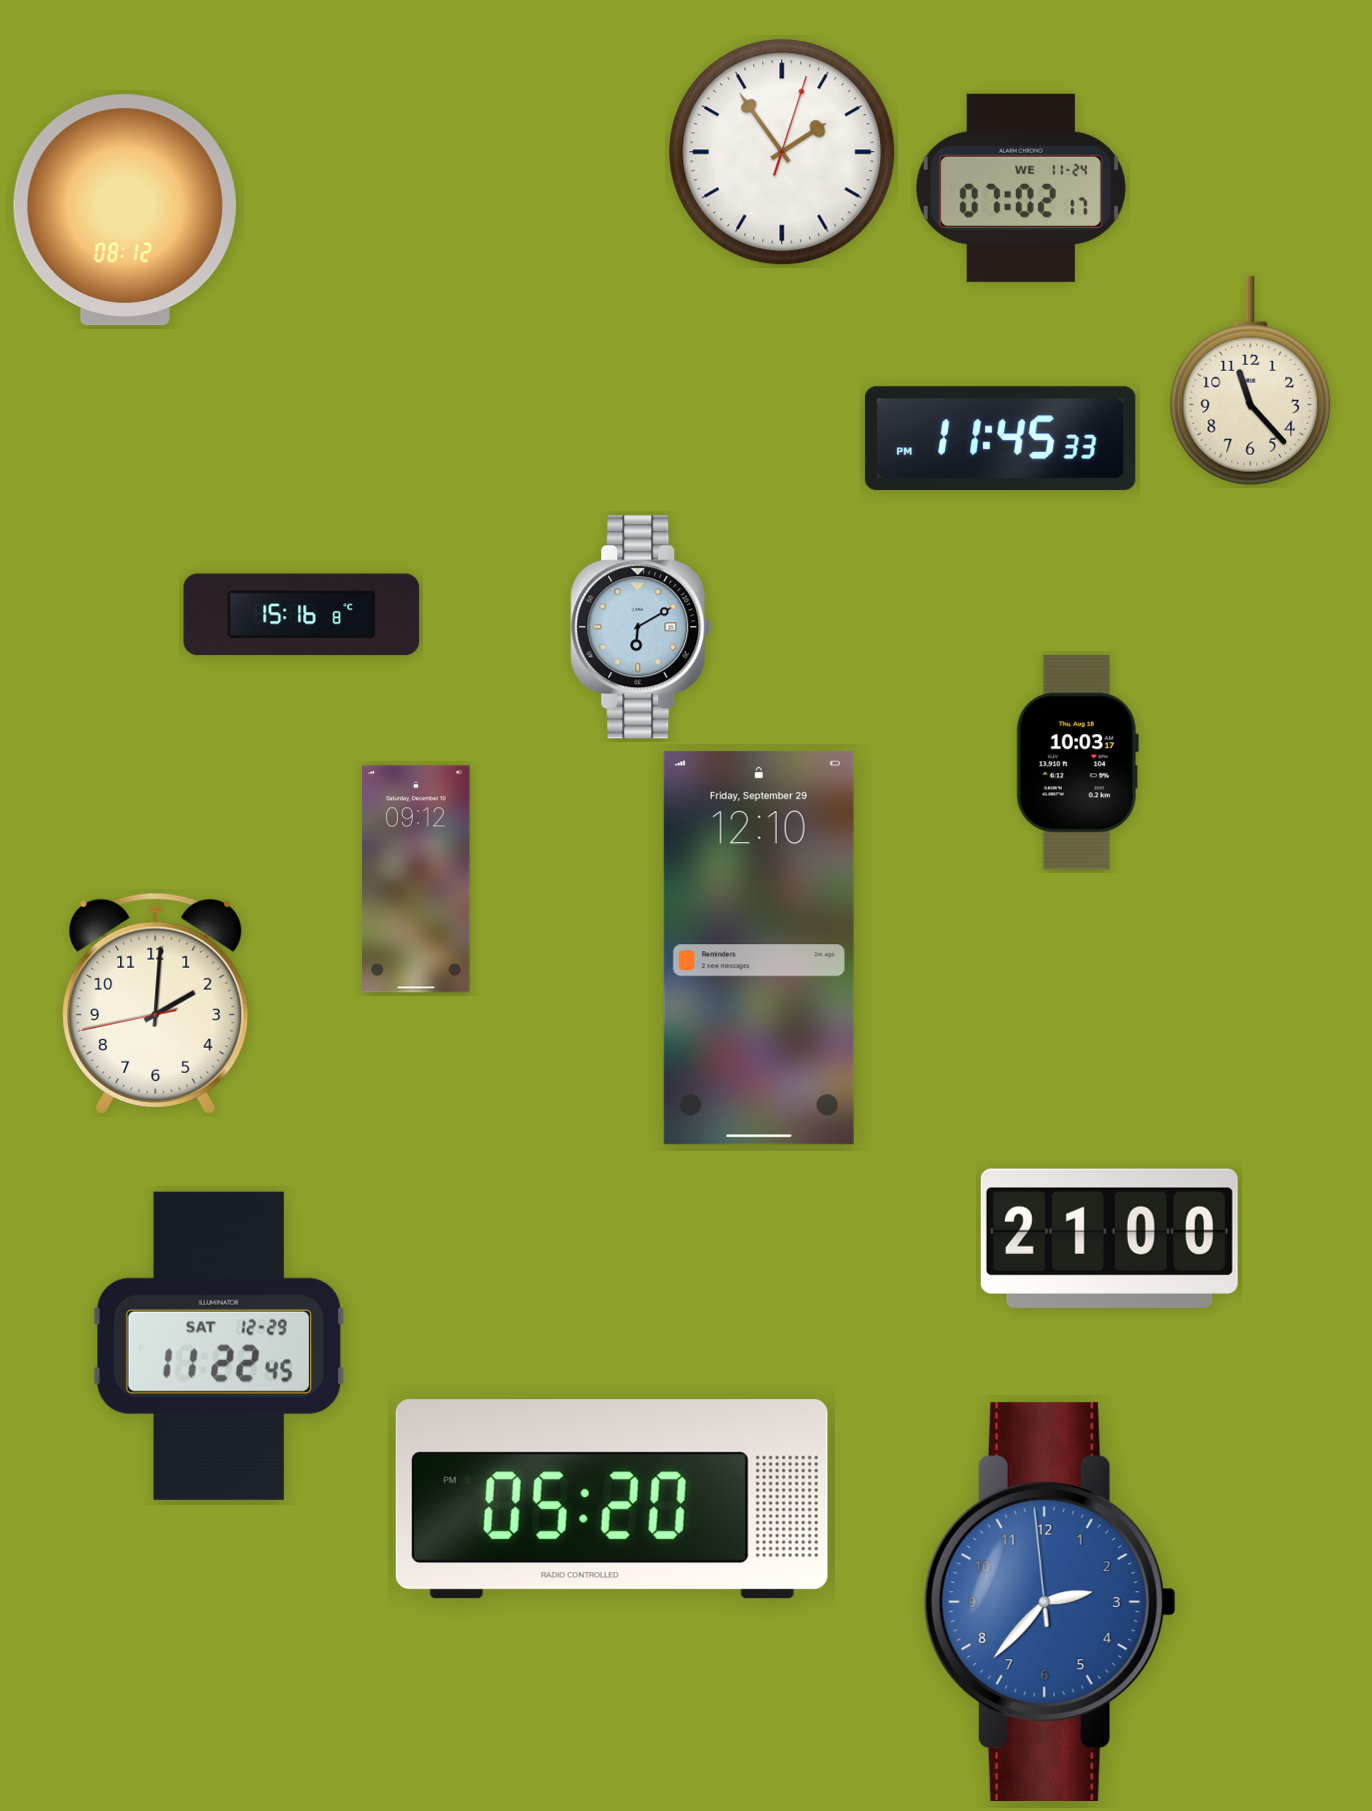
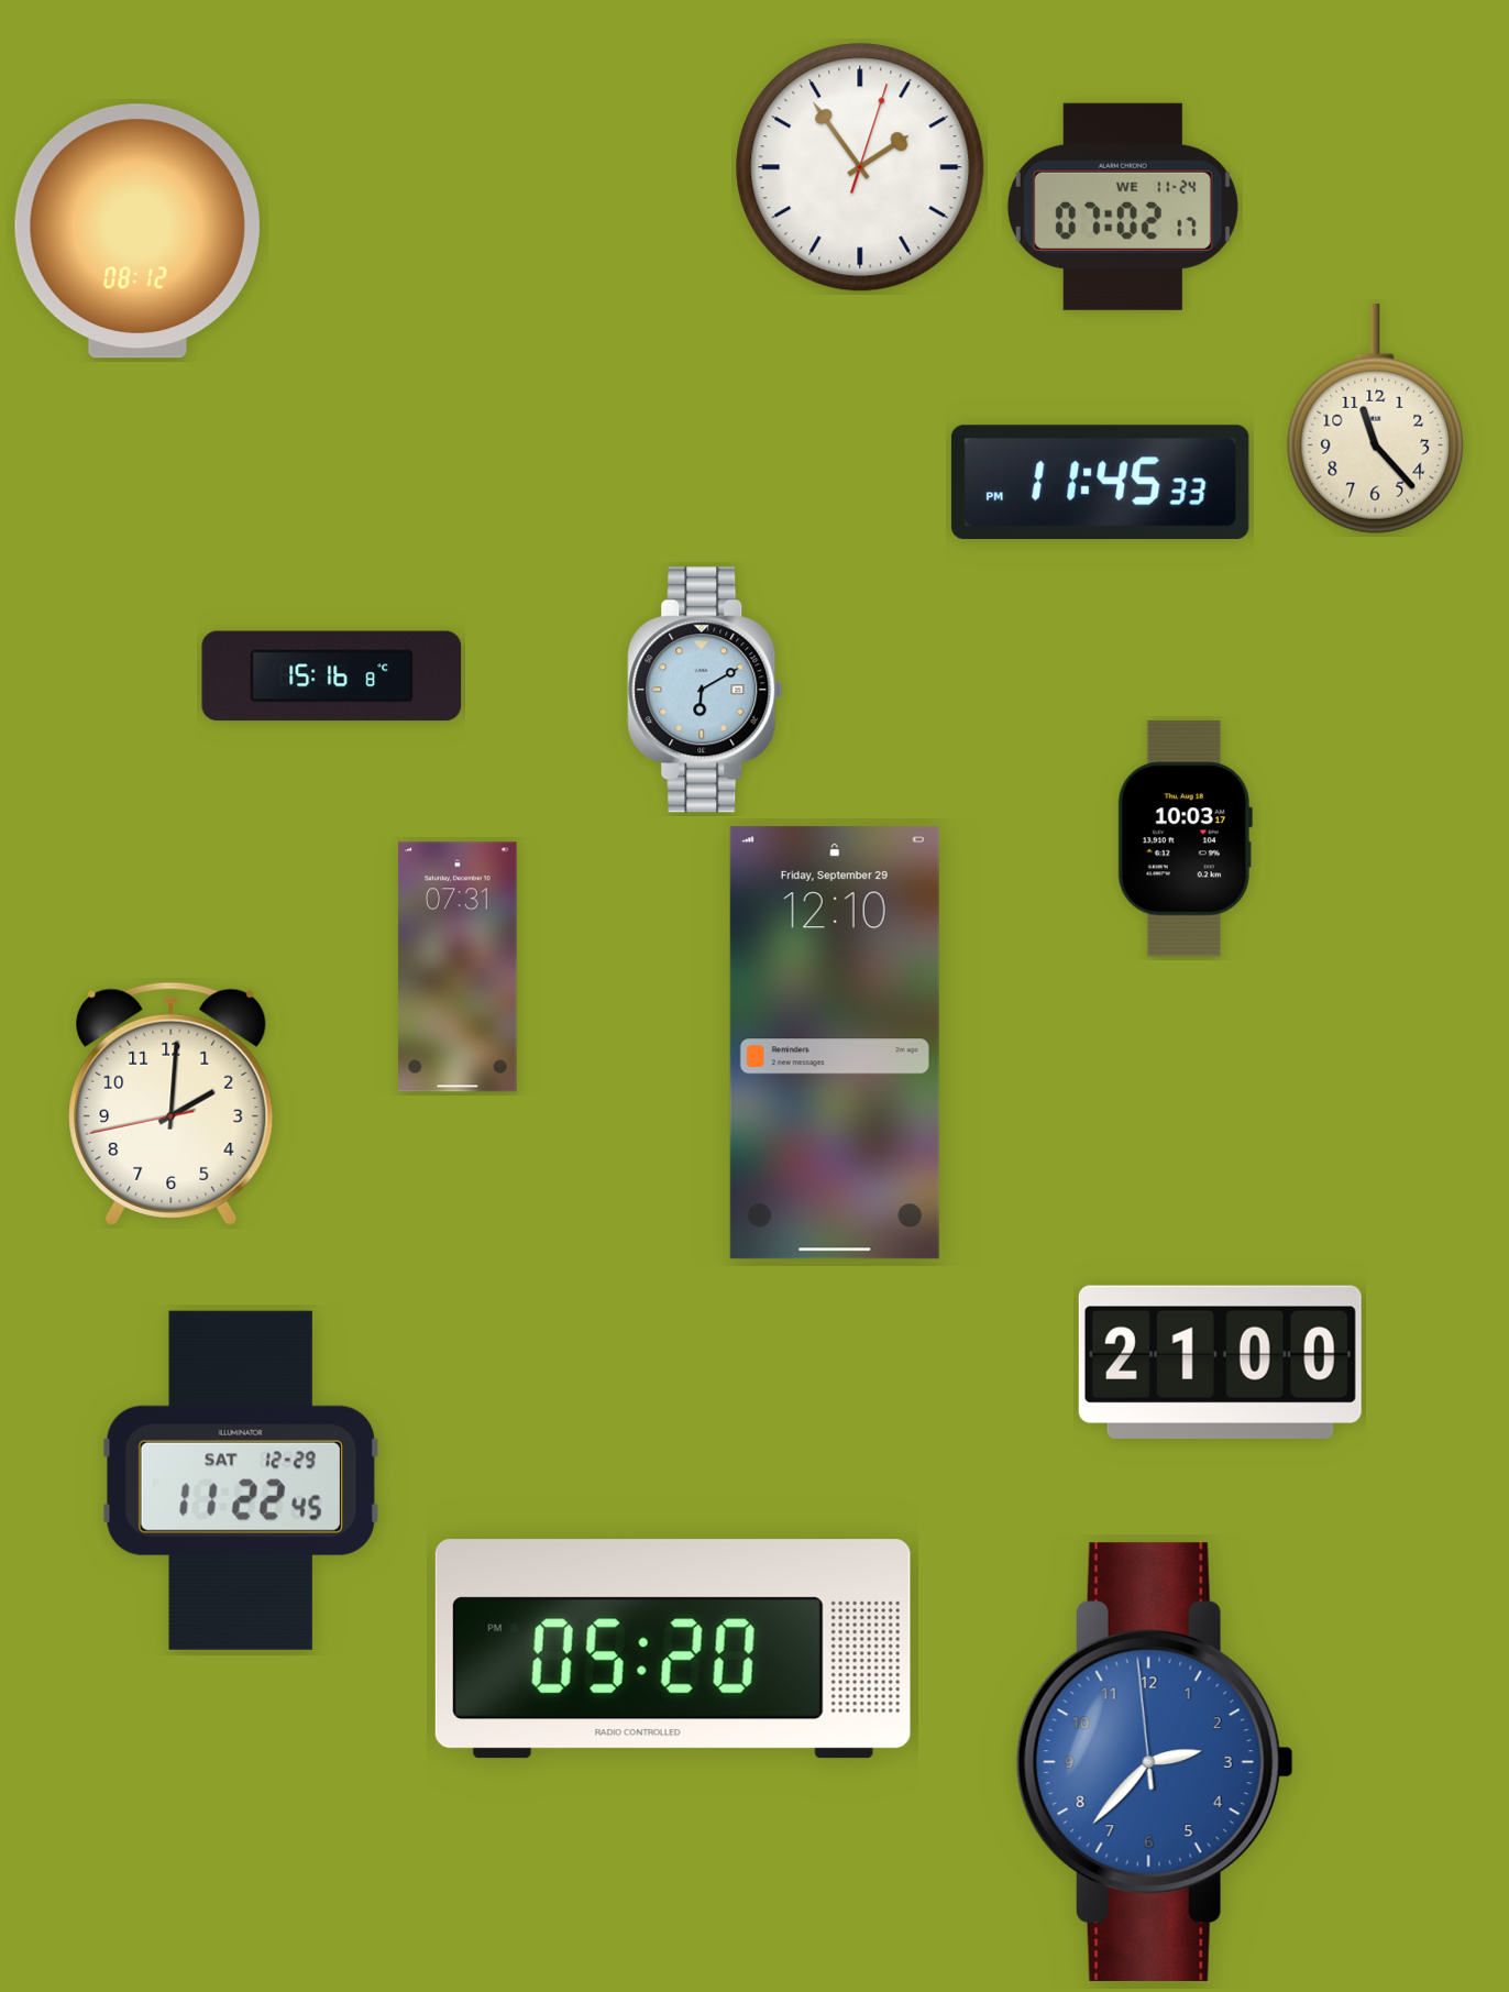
clock at (416, 879): 09:12 -> 07:31
